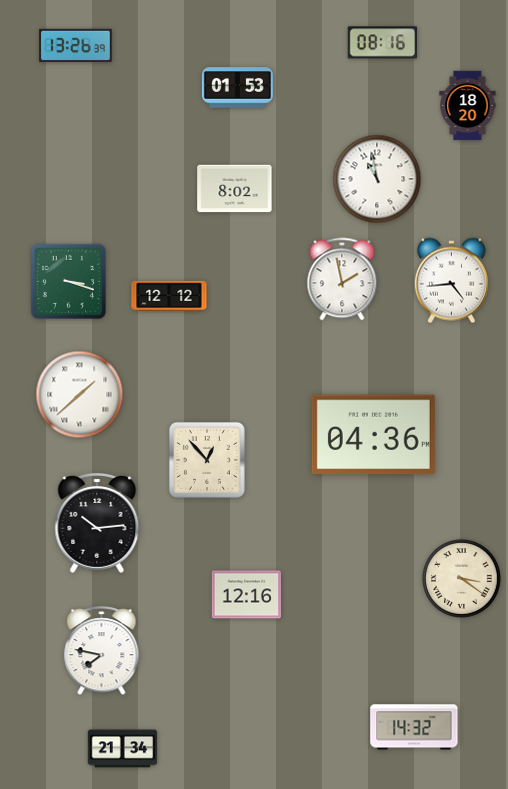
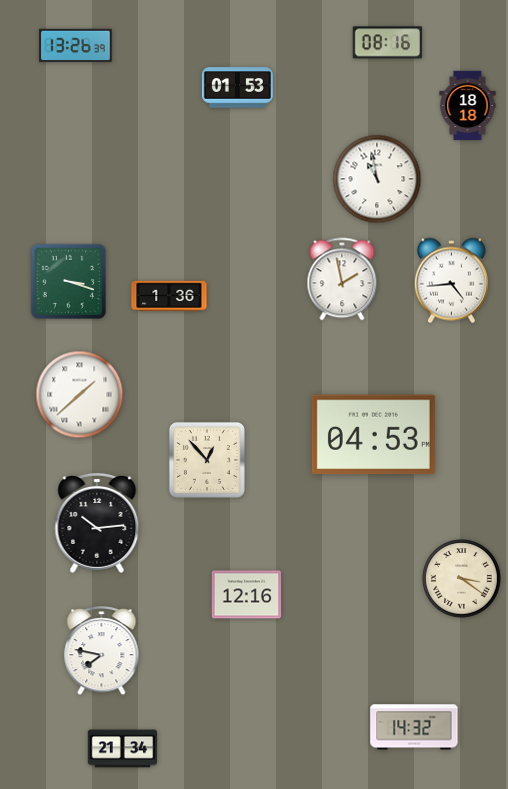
clock at (383, 43) position: (383, 43) -> (388, 43)
clock at (468, 106): 18:20 -> 18:18
clock at (235, 189): 8:02 -> none
clock at (169, 296): 12:12 -> 1:36
clock at (373, 435): 04:36 -> 04:53
